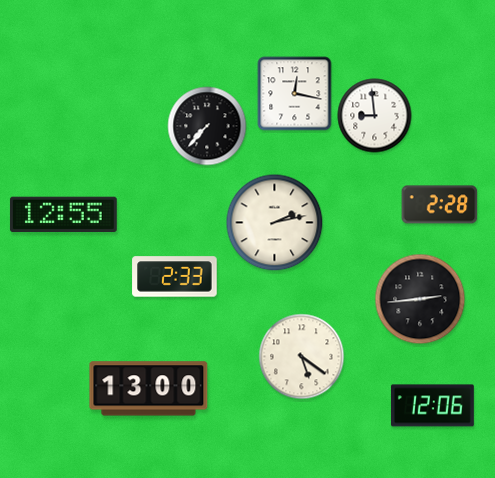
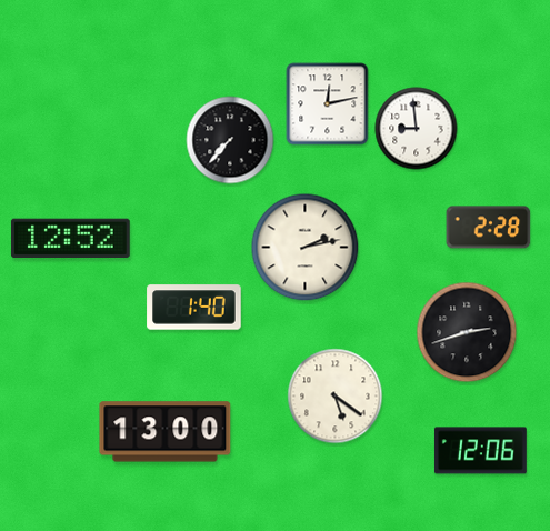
clock at (295, 94): 12:17 -> 12:13
clock at (63, 215): 12:55 -> 12:52
clock at (175, 277): 2:33 -> 1:40
clock at (420, 299): 2:44 -> 2:42
